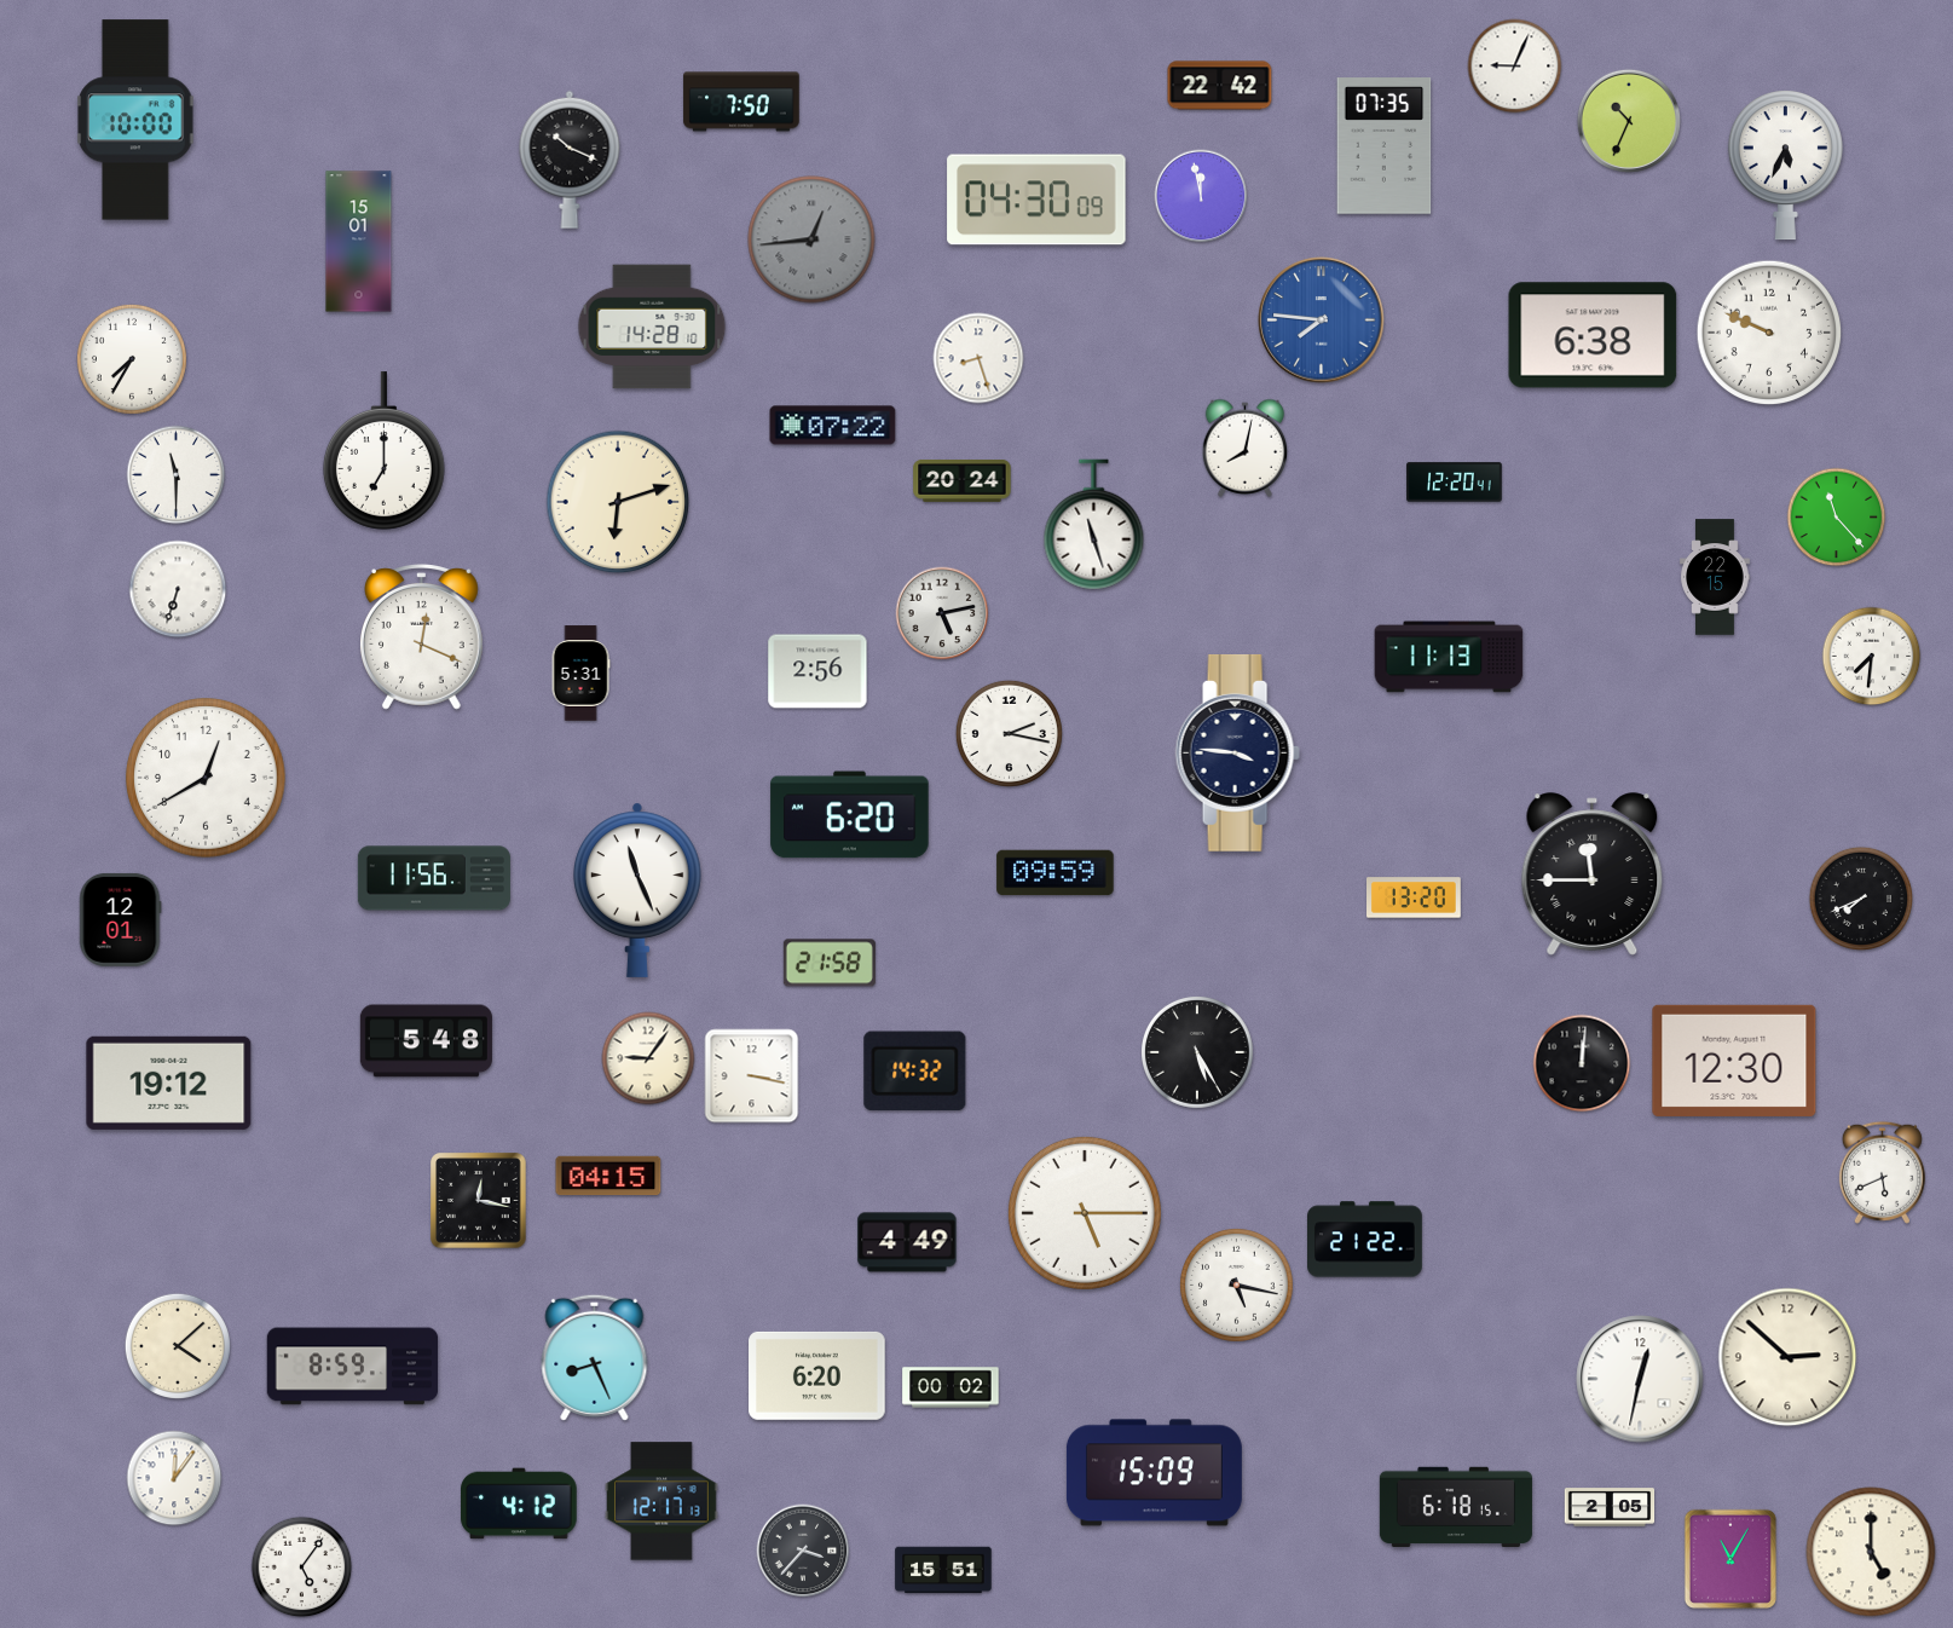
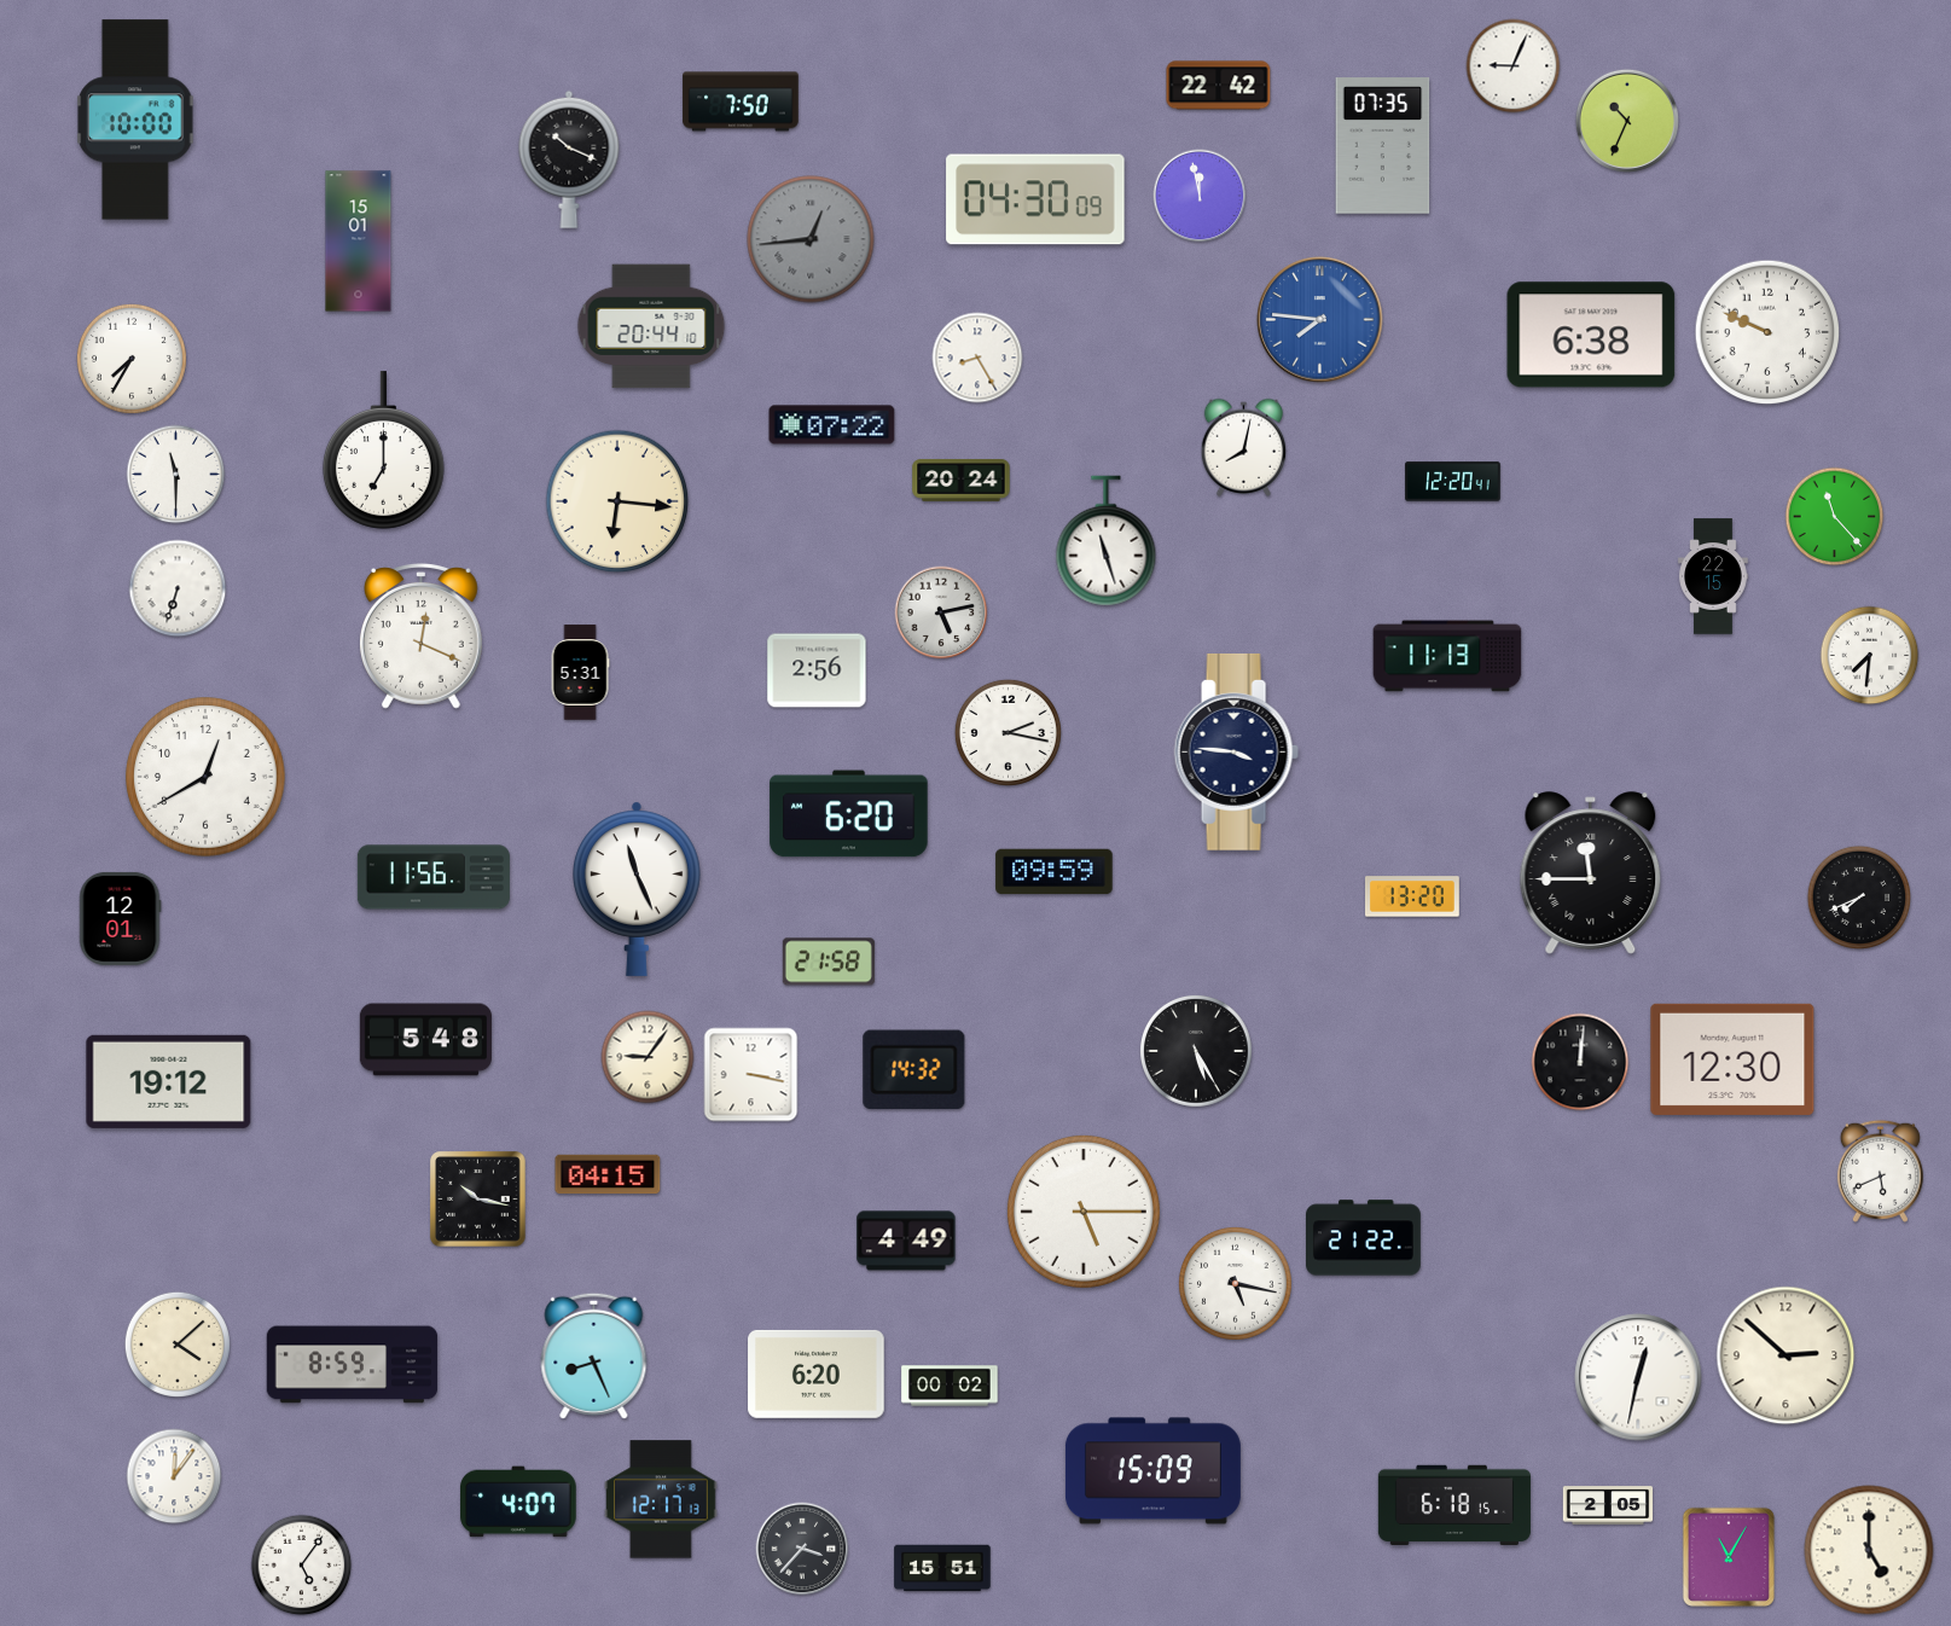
clock at (1785, 166): 5:34 -> none
clock at (652, 327): 14:28 -> 20:44
clock at (978, 358): 8:27 -> 8:25
clock at (618, 502): 6:12 -> 6:16
clock at (1094, 525) position: (1094, 525) -> (1107, 541)
clock at (479, 1201): 12:17 -> 10:17
clock at (519, 1503): 4:12 -> 4:07
